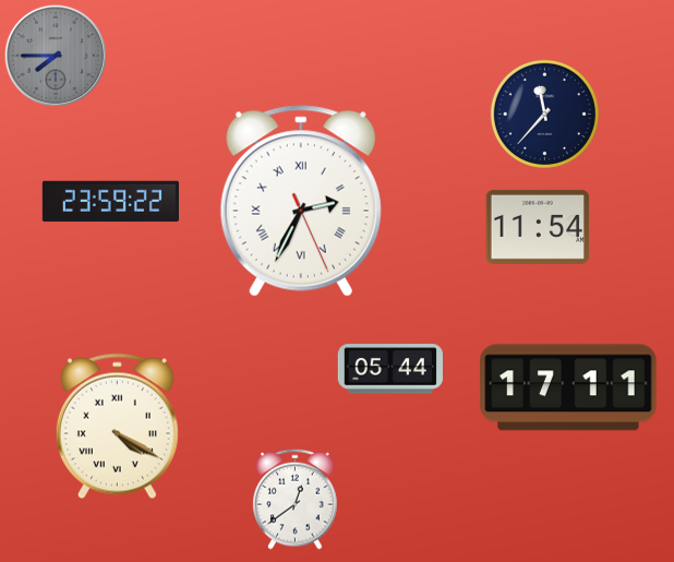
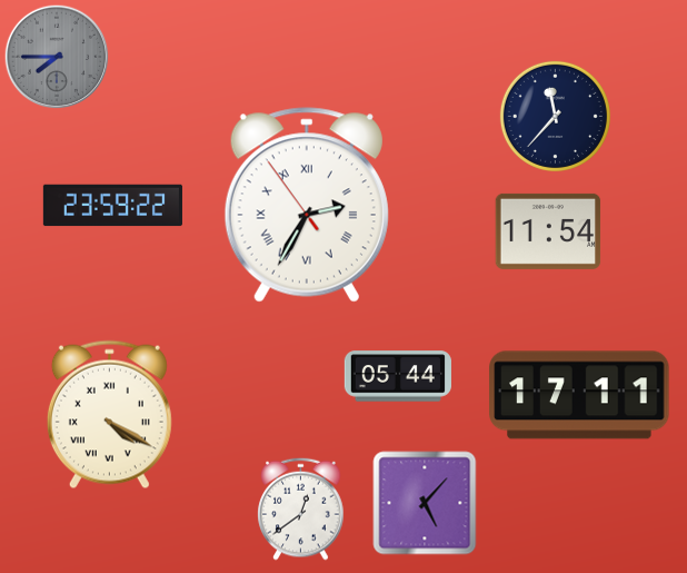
clock at (301, 201): 2:34:26 -> 2:34:54
clock at (117, 427) position: (117, 427) -> (109, 415)
clock at (425, 503): none -> 5:07
